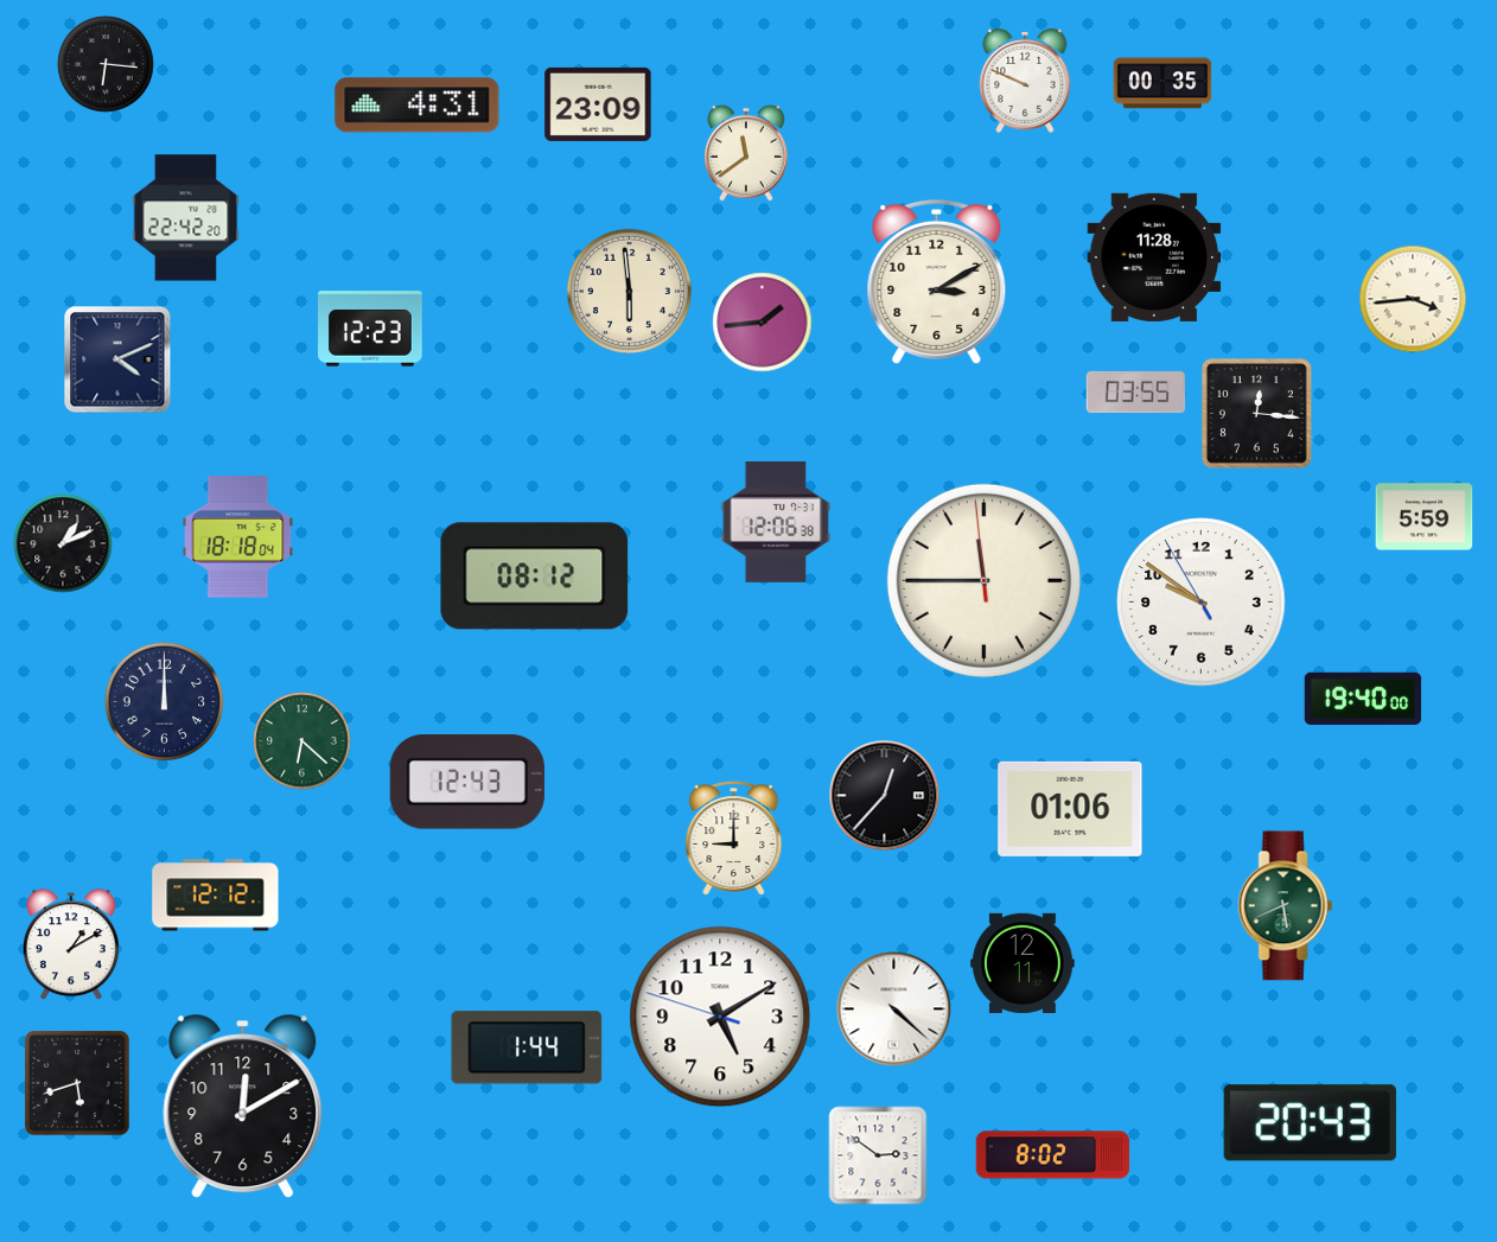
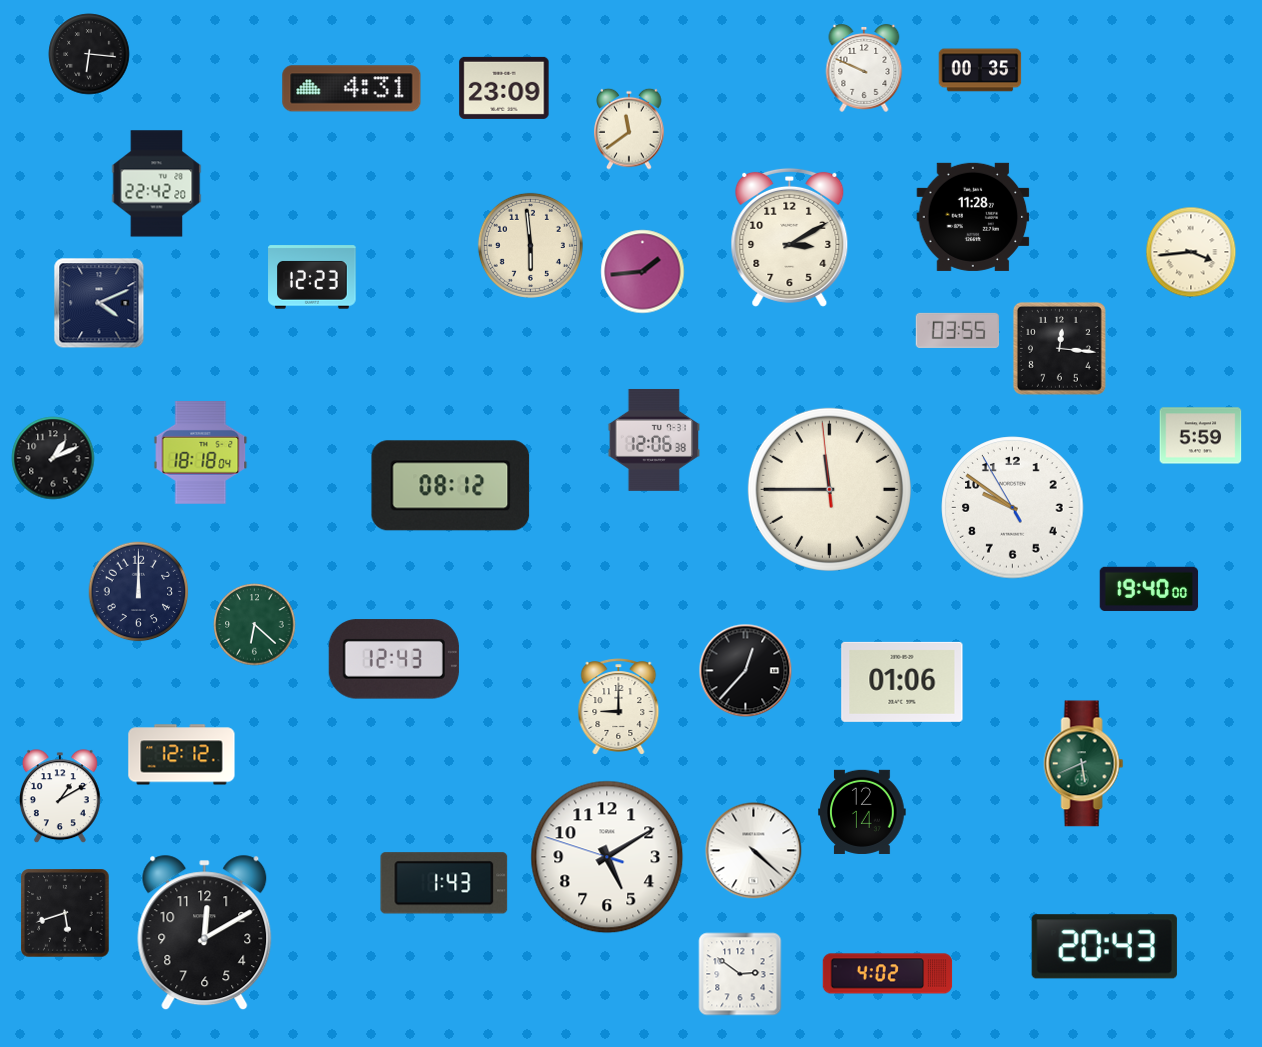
clock at (1023, 963): 12:11 -> 12:14
clock at (527, 1047): 1:44 -> 1:43
clock at (1053, 1155): 8:02 -> 4:02
